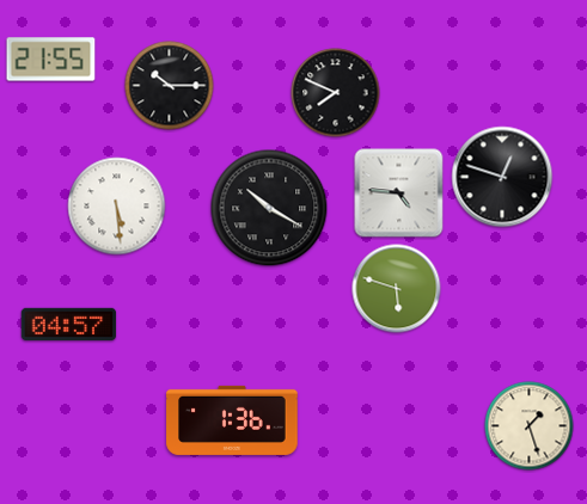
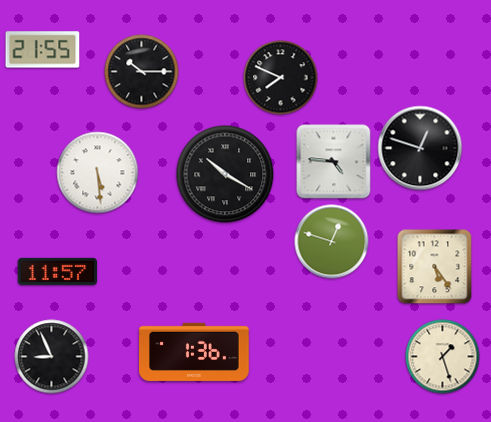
clock at (397, 289): 5:48 -> 12:48
clock at (435, 267): none -> 5:24
clock at (69, 324): 04:57 -> 11:57
clock at (52, 357): none -> 8:56
